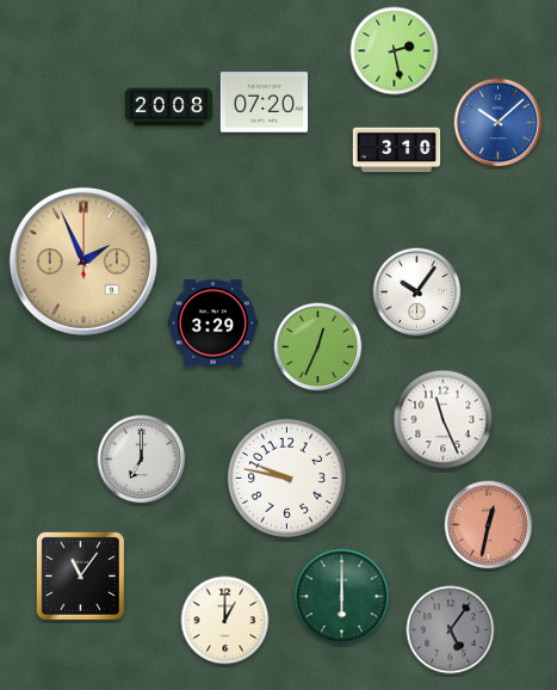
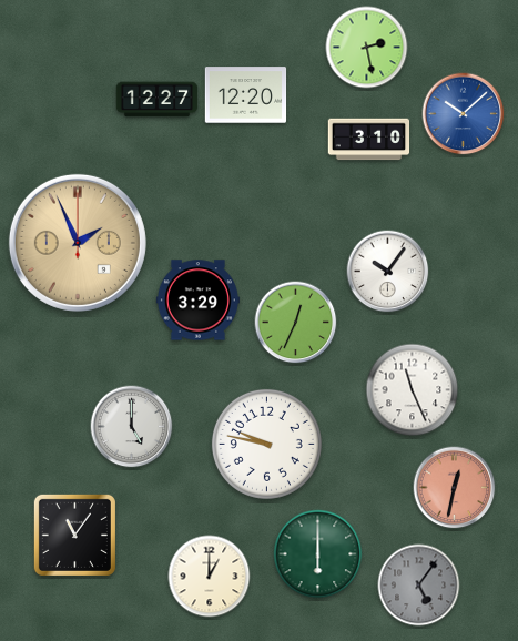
clock at (265, 103): 07:20 -> 12:20
clock at (169, 107): 20:08 -> 12:27
clock at (142, 460): 7:00 -> 5:00
